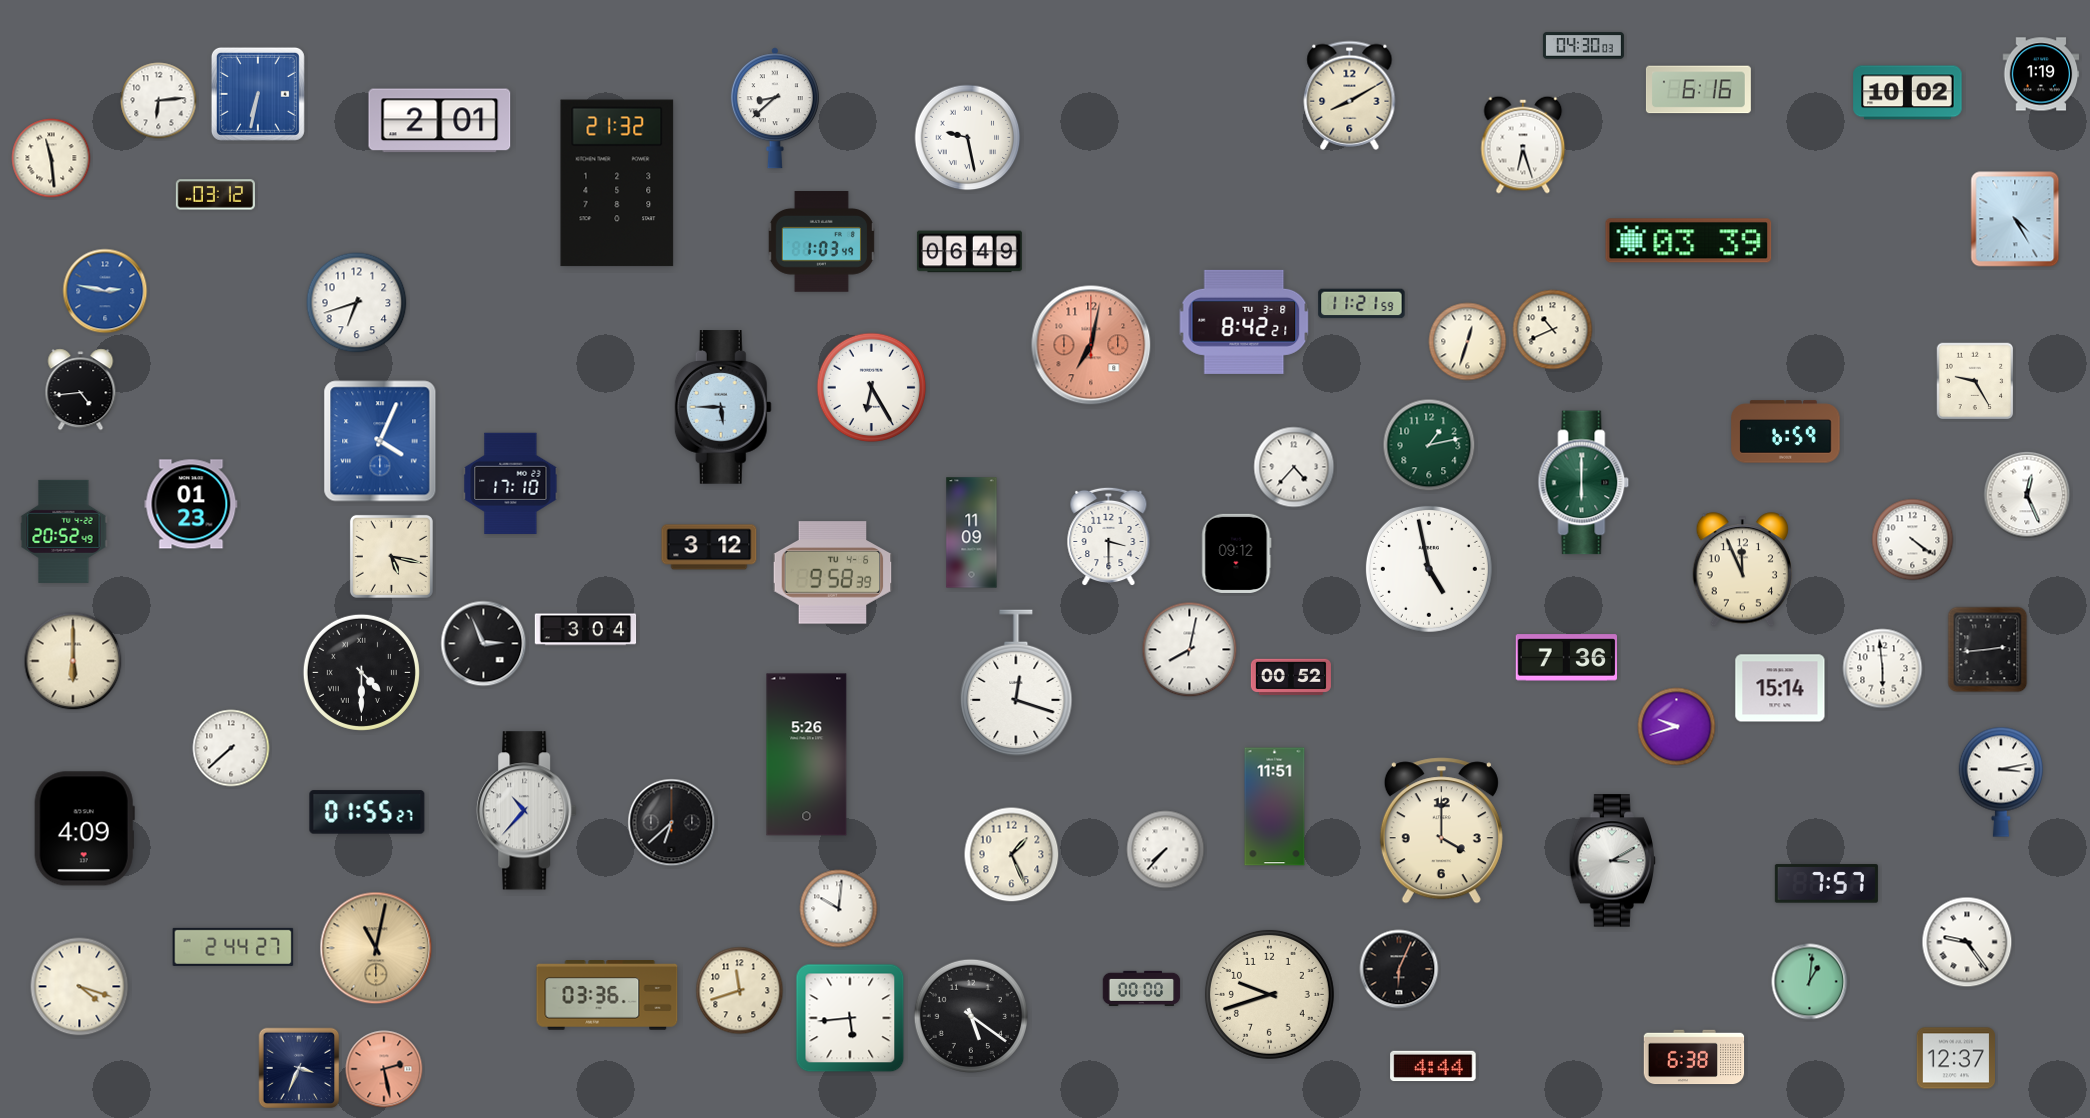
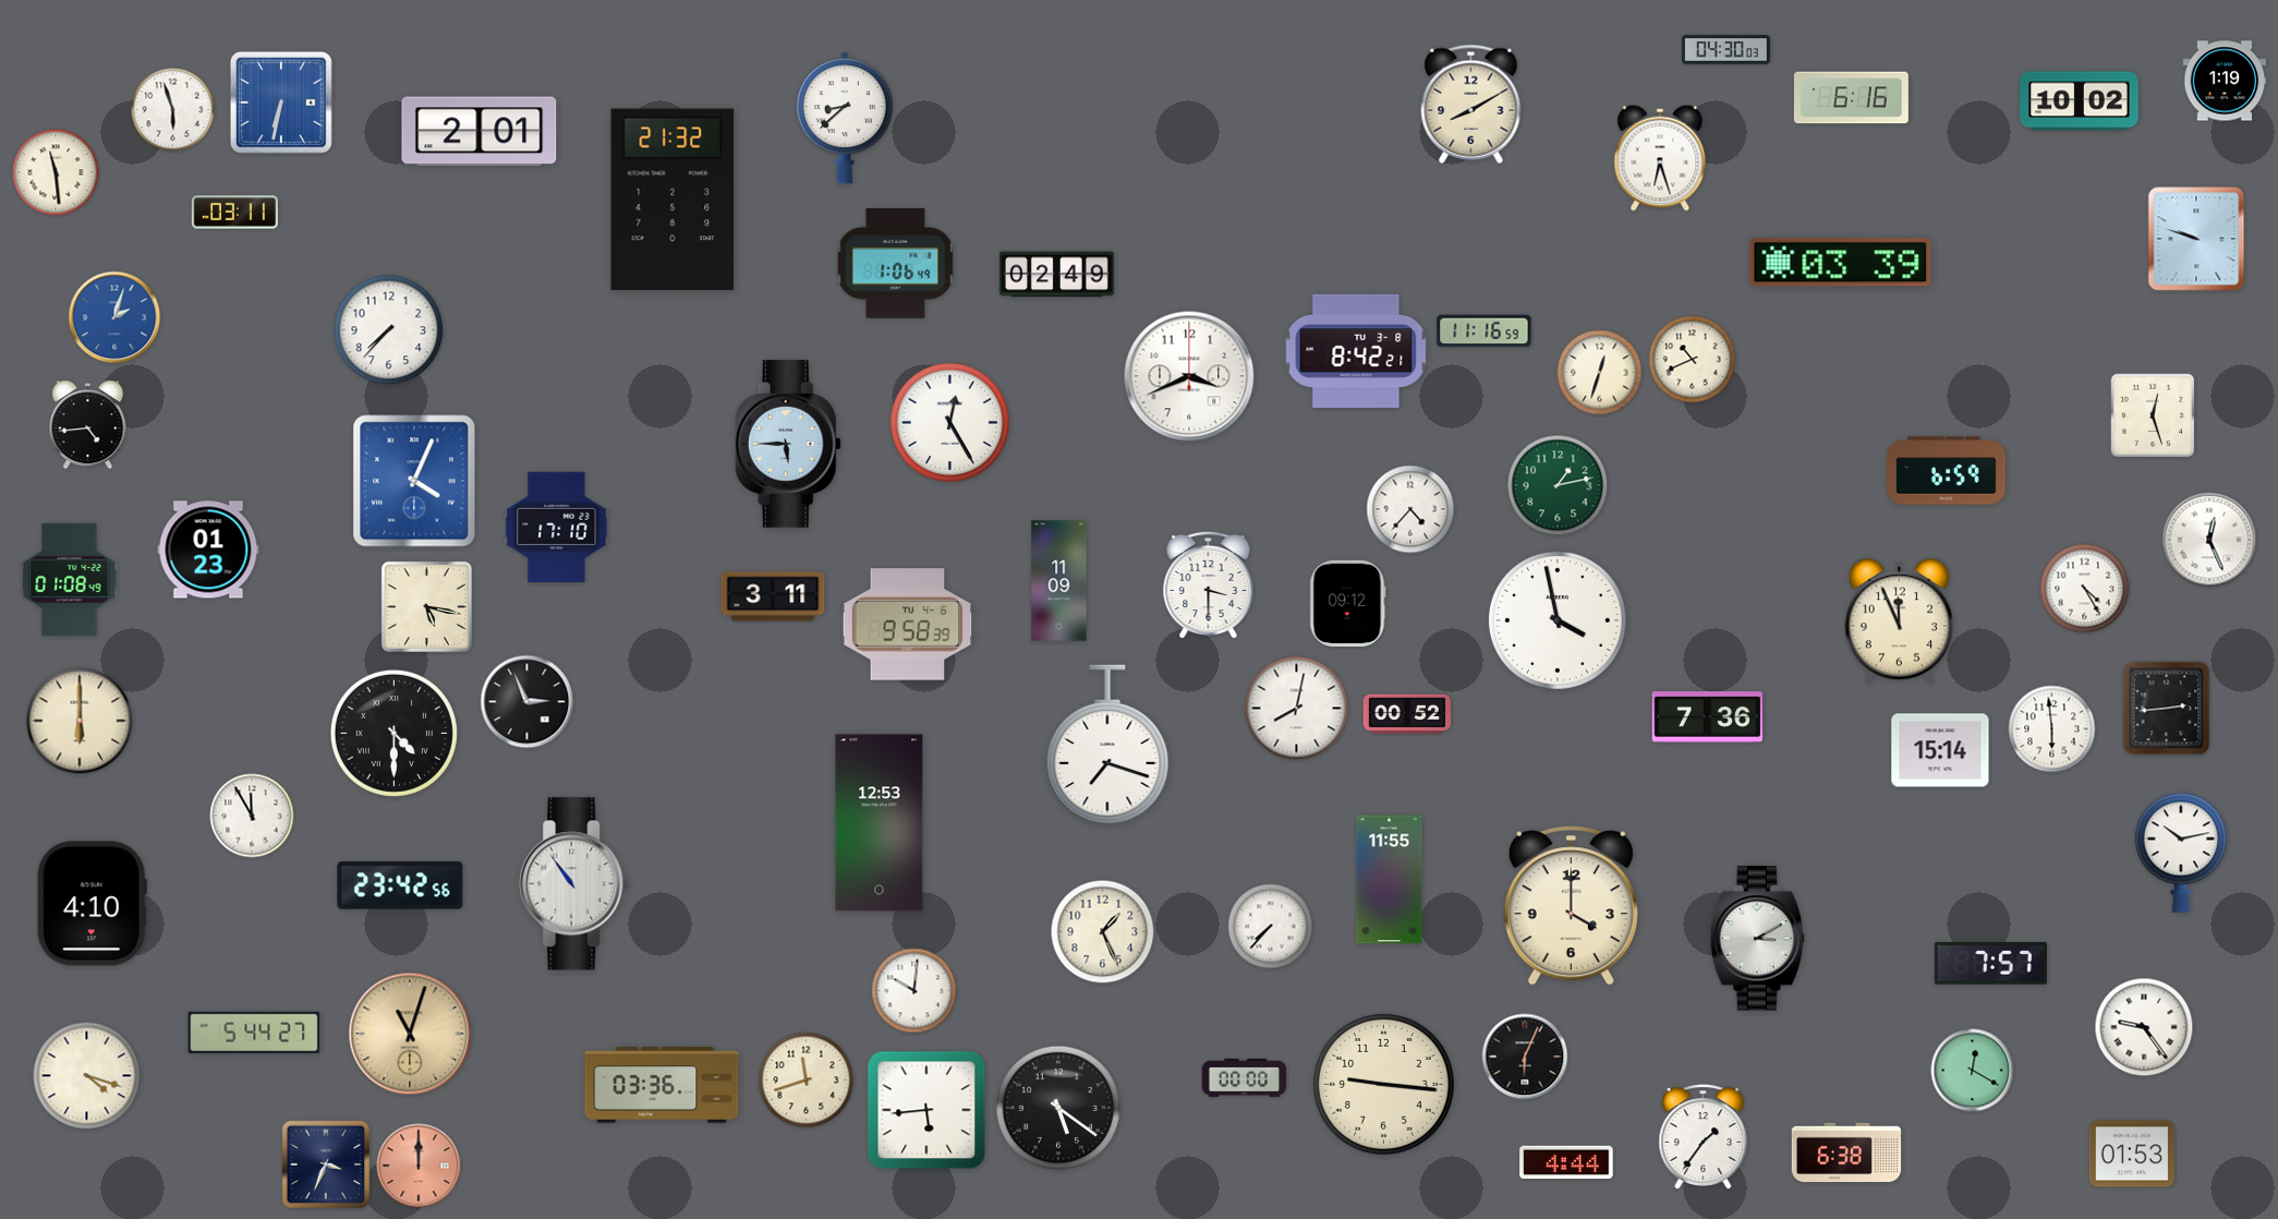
clock at (159, 101): 6:14 -> 5:57
clock at (968, 138): 9:28 -> none
clock at (215, 195): 03:12 -> 03:11
clock at (2015, 219): 4:25 -> 9:48
clock at (821, 242): 1:03 -> 1:06
clock at (969, 252): 06:49 -> 02:49
clock at (105, 291): 2:47 -> 2:03
clock at (357, 303): 6:42 -> 7:37
clock at (1362, 304): 11:21 -> 11:16
clock at (1091, 345): 7:02 -> 3:41
clock at (1091, 345) dial: salmon -> white
clock at (1975, 381): 9:25 -> 12:27
clock at (872, 388): 6:25 -> 12:25
clock at (1584, 483): 6:00 -> none
clock at (64, 531): 20:52 -> 01:08
clock at (1913, 540): 4:21 -> 4:25
clock at (709, 547): 3:12 -> 3:11
clock at (1429, 569): 4:58 -> 3:58
clock at (586, 630): 3:04 -> none
clock at (1291, 677) position: (1291, 677) -> (1407, 714)
clock at (1016, 683): 12:18 -> 7:18
clock at (1677, 727): 9:42 -> none
clock at (231, 748): 7:38 -> 11:55
clock at (807, 755): 5:26 -> 12:53
clock at (2000, 782): 3:13 -> 10:13
clock at (1275, 807): 11:51 -> 11:55
clock at (527, 811): 10:37 -> 10:54
clock at (367, 812): 01:55 -> 23:42
clock at (672, 823): 6:38 -> none
clock at (84, 829): 4:09 -> 4:10
clock at (233, 947): 2:44 -> 5:44
clock at (376, 948): 11:02 -> 11:03
clock at (1810, 982): 1:01 -> 12:20
clock at (1269, 994): 9:42 -> 9:16
clock at (1704, 1137): none -> 1:36
clock at (1955, 1058): 12:37 -> 01:53
clock at (1433, 1066) position: (1433, 1066) -> (1566, 1162)
clock at (384, 1069): 2:28 -> 12:00
